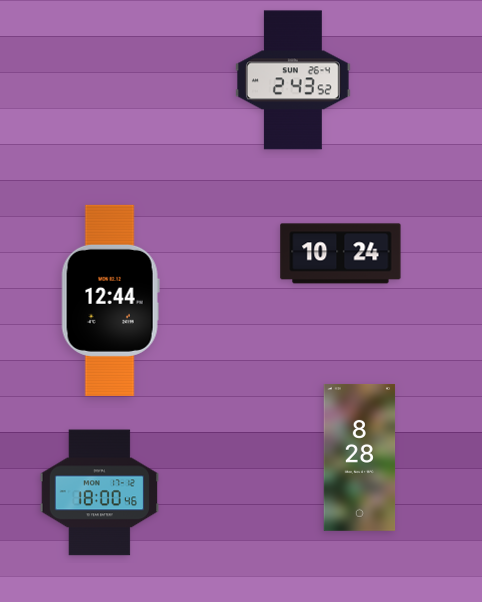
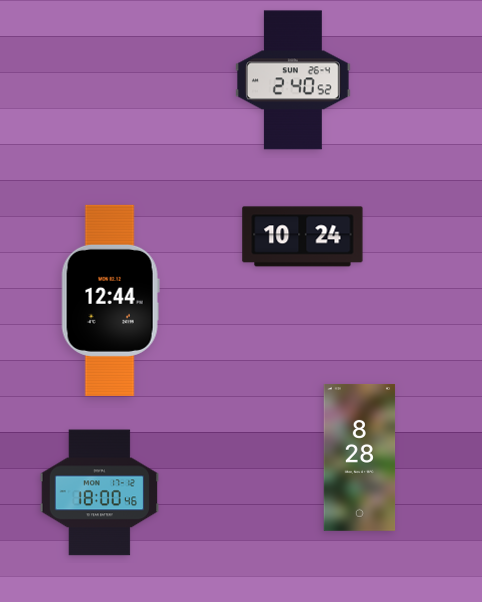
clock at (293, 80): 2:43 -> 2:40
clock at (341, 254) position: (341, 254) -> (303, 237)
